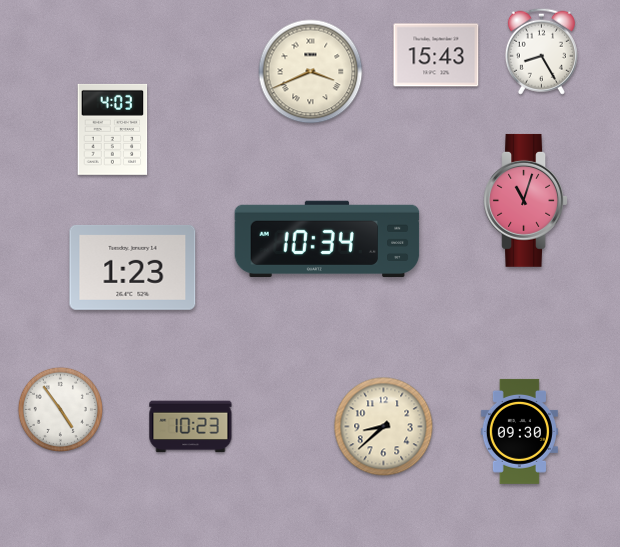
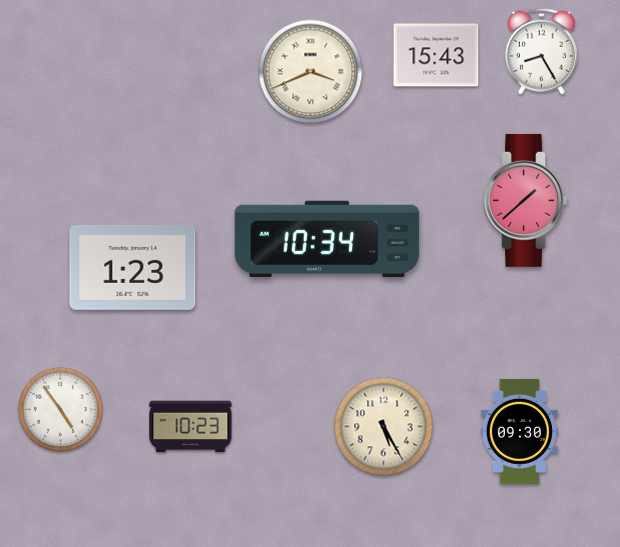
clock at (113, 129): 4:03 -> none
clock at (525, 200): 11:03 -> 1:38
clock at (384, 427): 8:38 -> 5:25
